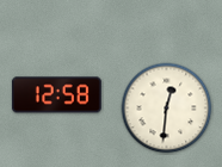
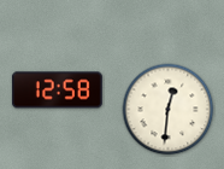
clock at (56, 95) position: (56, 95) -> (57, 91)
